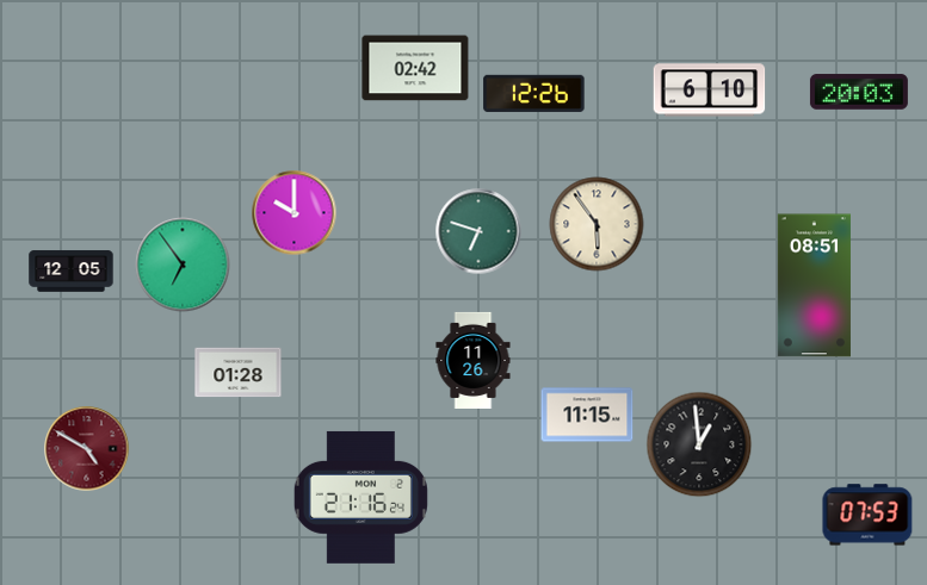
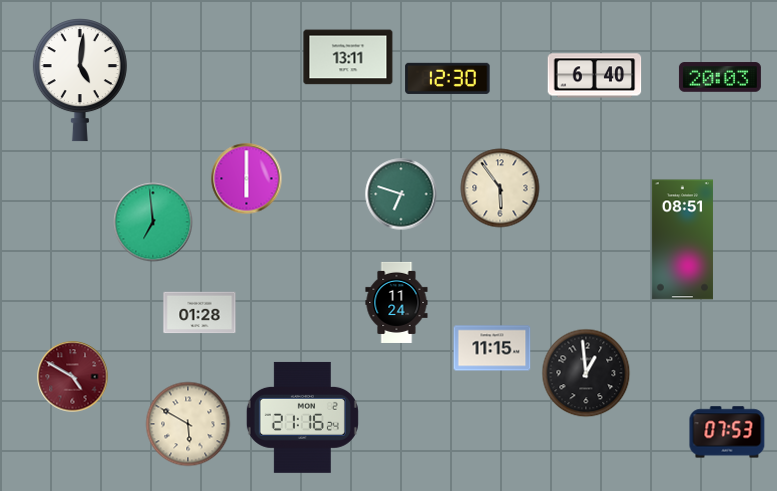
clock at (415, 68): 02:42 -> 13:11
clock at (710, 91): 6:10 -> 6:40
clock at (534, 93): 12:26 -> 12:30
clock at (80, 80): none -> 5:01
clock at (295, 213): 10:00 -> 6:00
clock at (183, 265): 6:54 -> 6:59
clock at (72, 272): 12:05 -> none
clock at (474, 360): 11:26 -> 11:24
clock at (188, 424): none -> 5:50
